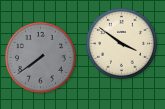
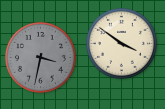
clock at (40, 57): 7:39 -> 3:32
